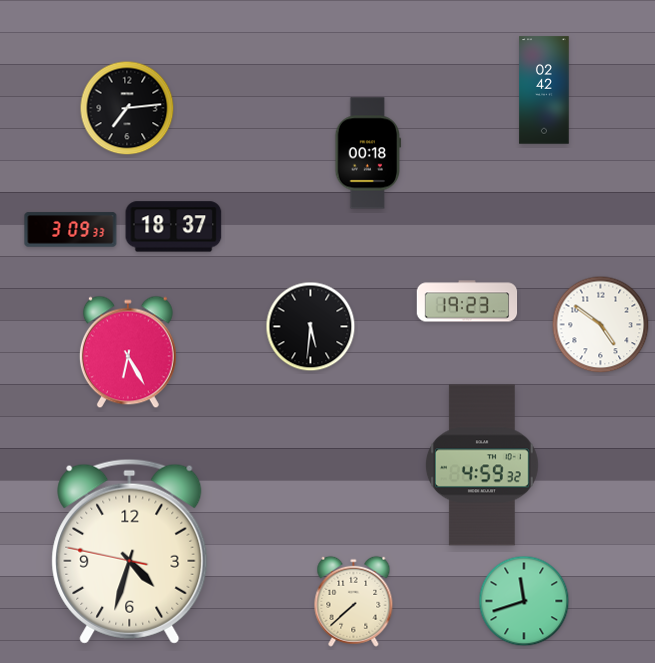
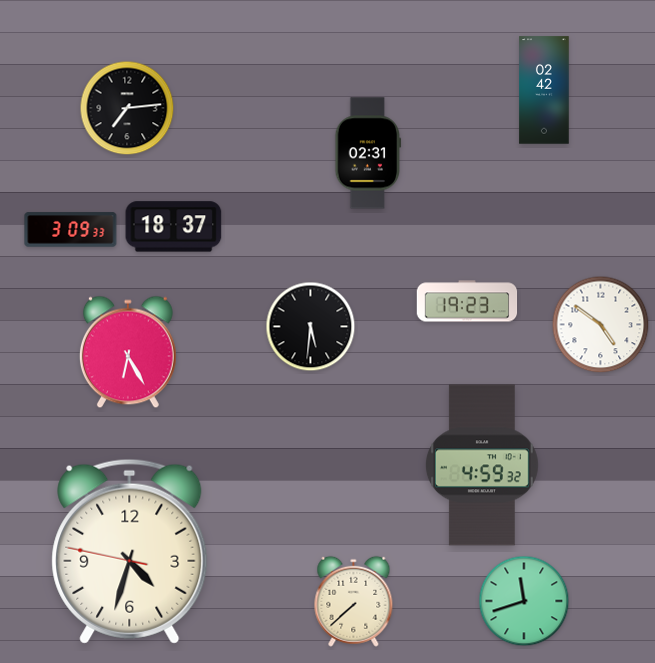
clock at (368, 153): 00:18 -> 02:31
